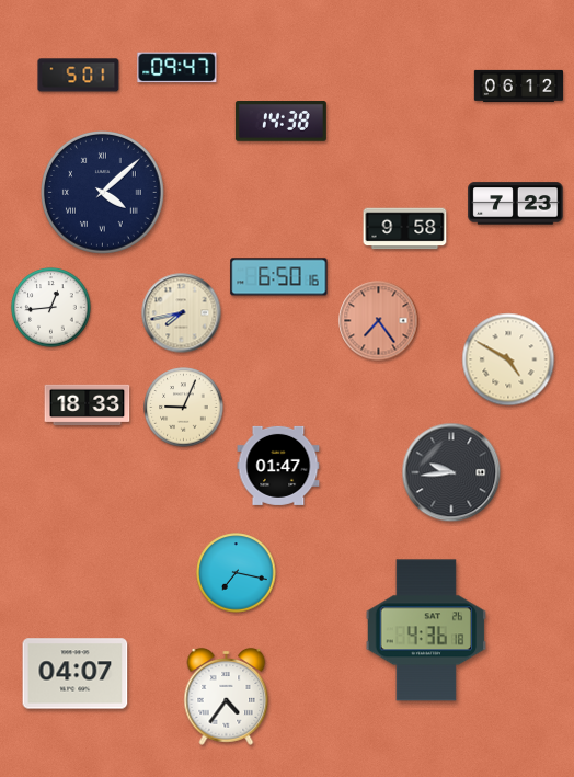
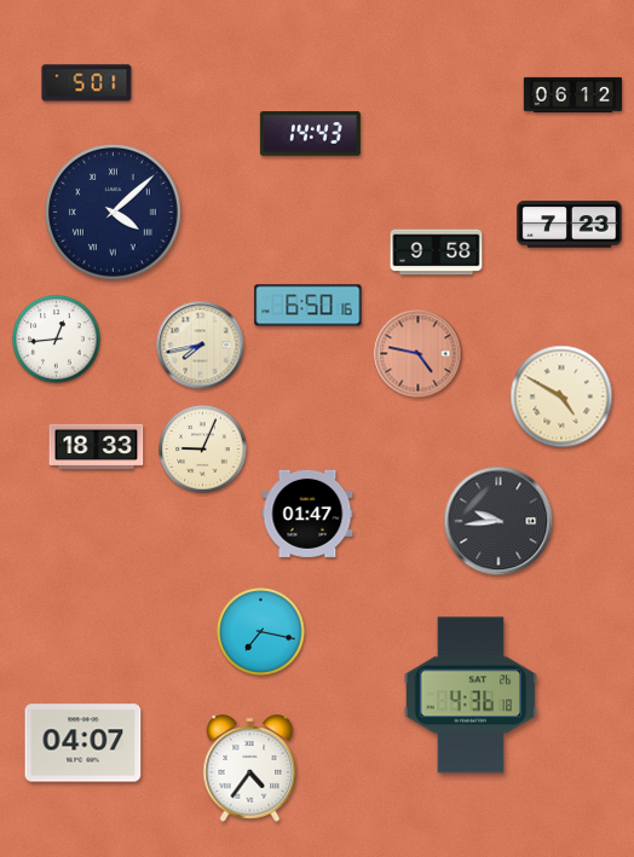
clock at (177, 68): 09:47 -> none
clock at (280, 122): 14:38 -> 14:43
clock at (405, 229) position: (405, 229) -> (437, 253)
clock at (379, 321): 7:24 -> 4:47
